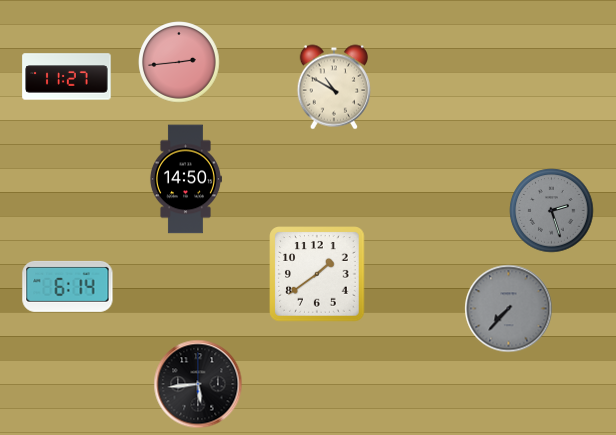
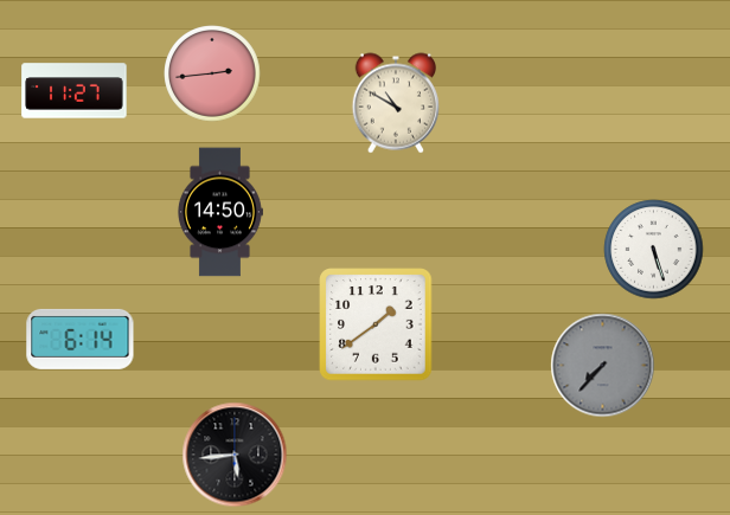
clock at (67, 77) position: (67, 77) -> (75, 91)
clock at (552, 211): 2:27 -> 5:27
clock at (552, 211) dial: grey -> white
